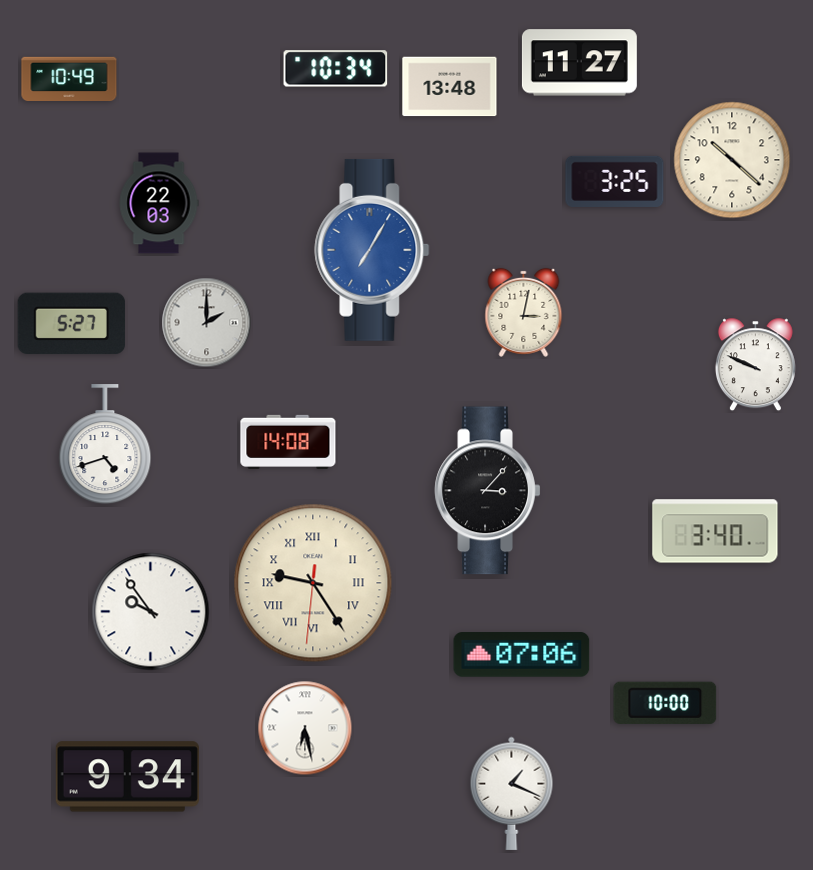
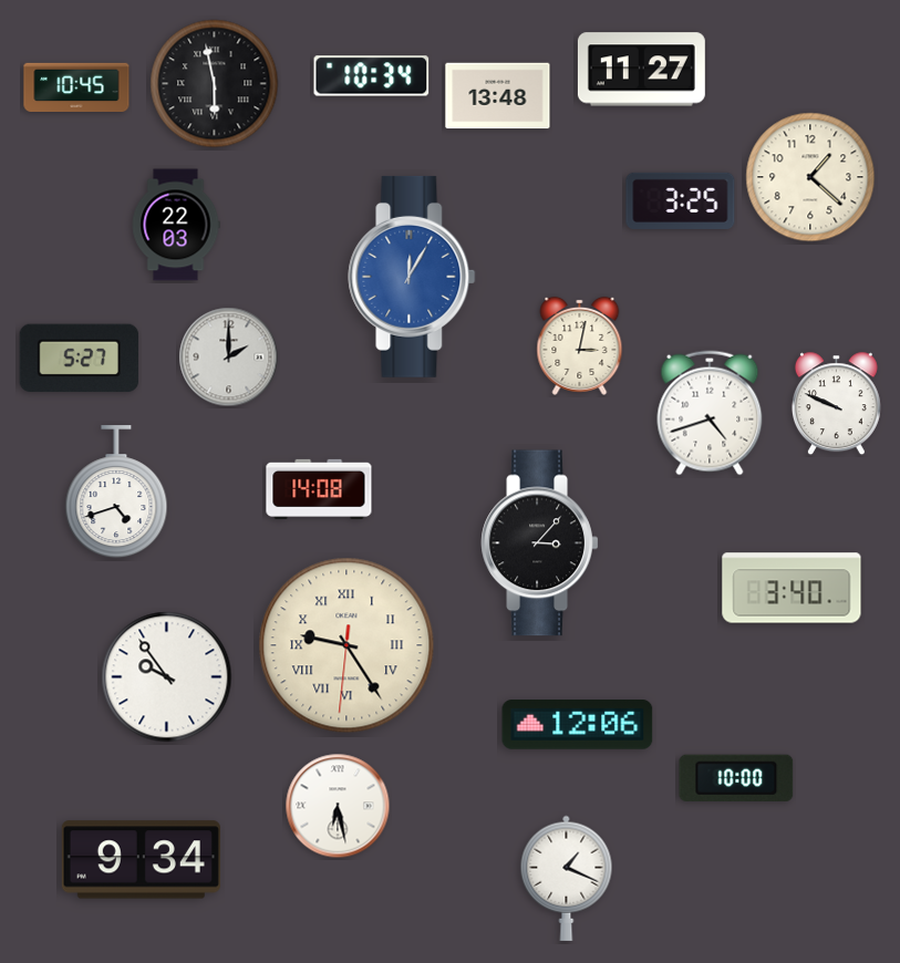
clock at (215, 84): none -> 5:58
clock at (69, 78): 10:49 -> 10:45
clock at (732, 160): 10:22 -> 1:22
clock at (372, 250): 7:05 -> 12:05
clock at (710, 413): none -> 4:42
clock at (522, 655): 07:06 -> 12:06
